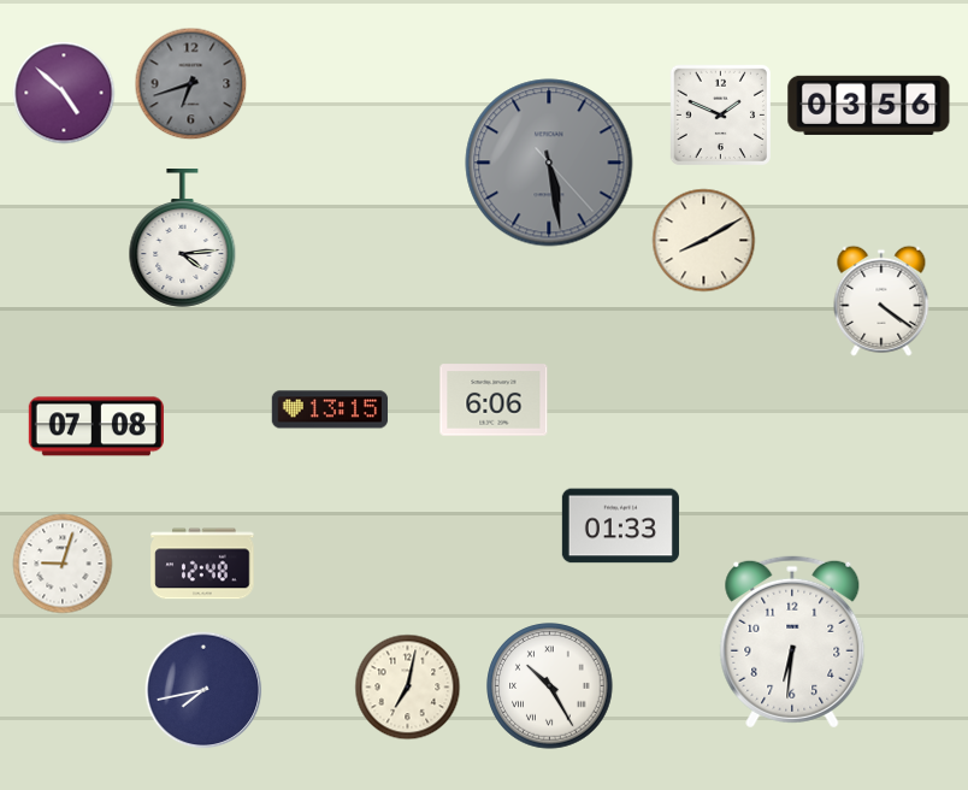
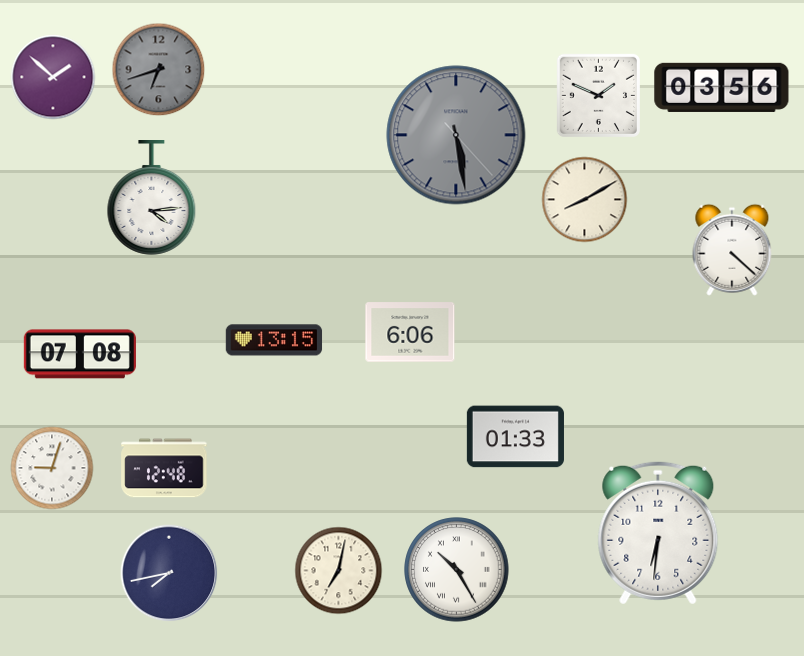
clock at (64, 93): 4:52 -> 1:52
clock at (881, 301): 4:21 -> 4:22
clock at (202, 564) position: (202, 564) -> (164, 468)
